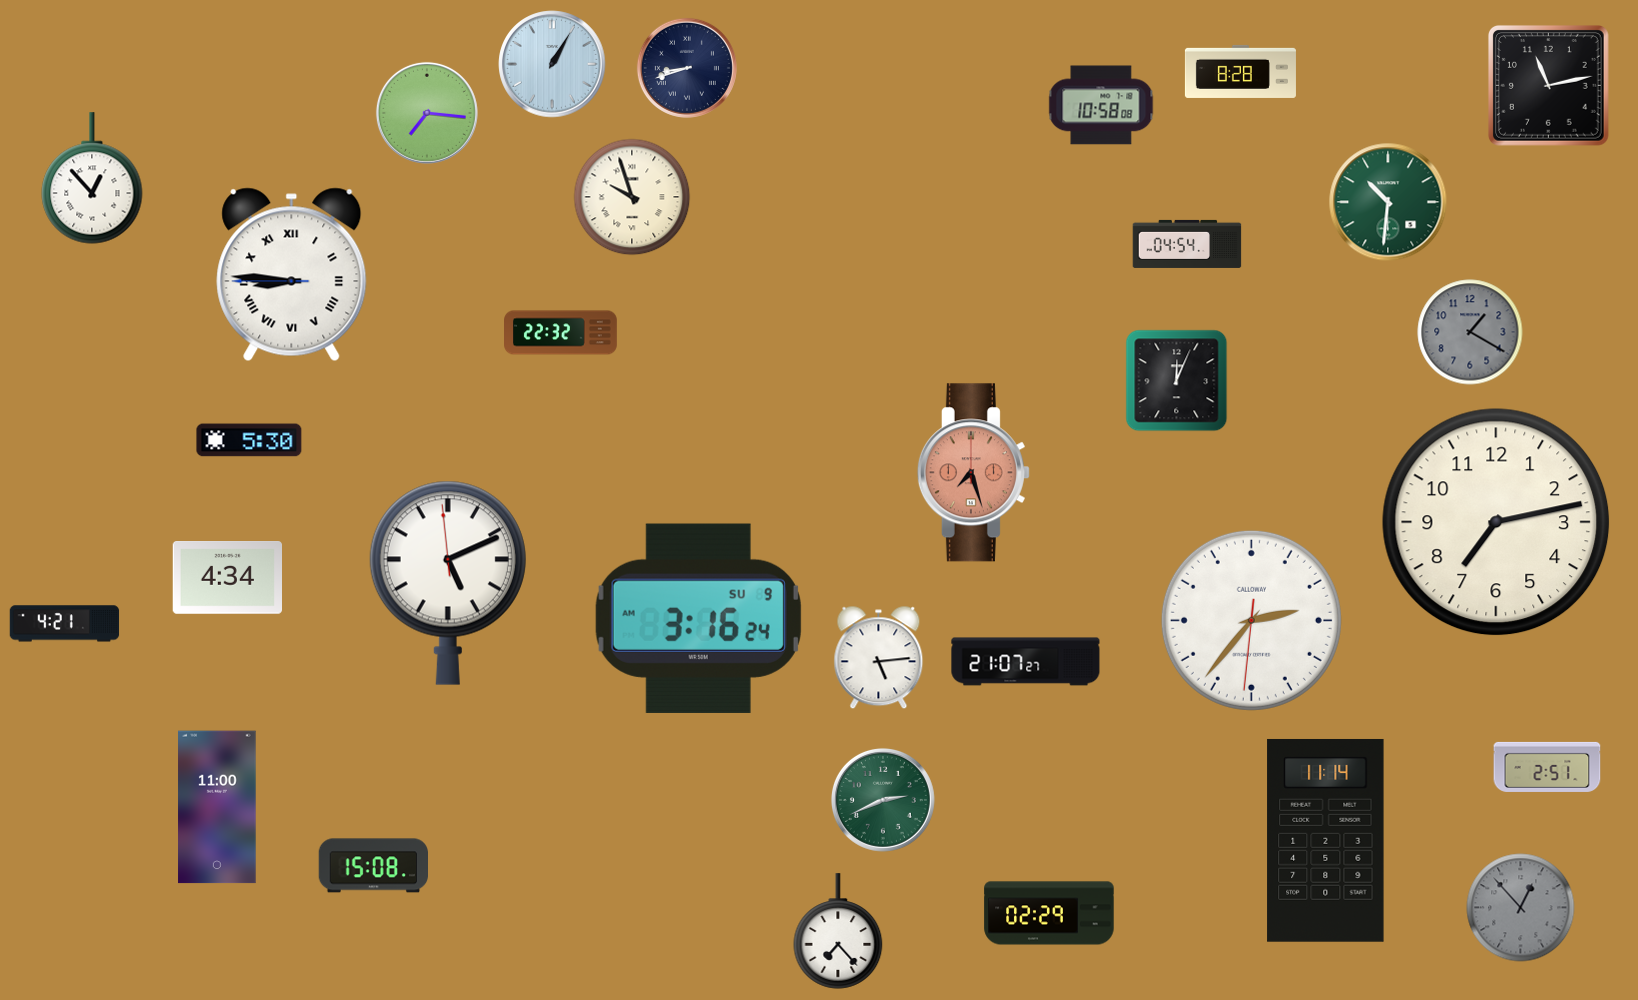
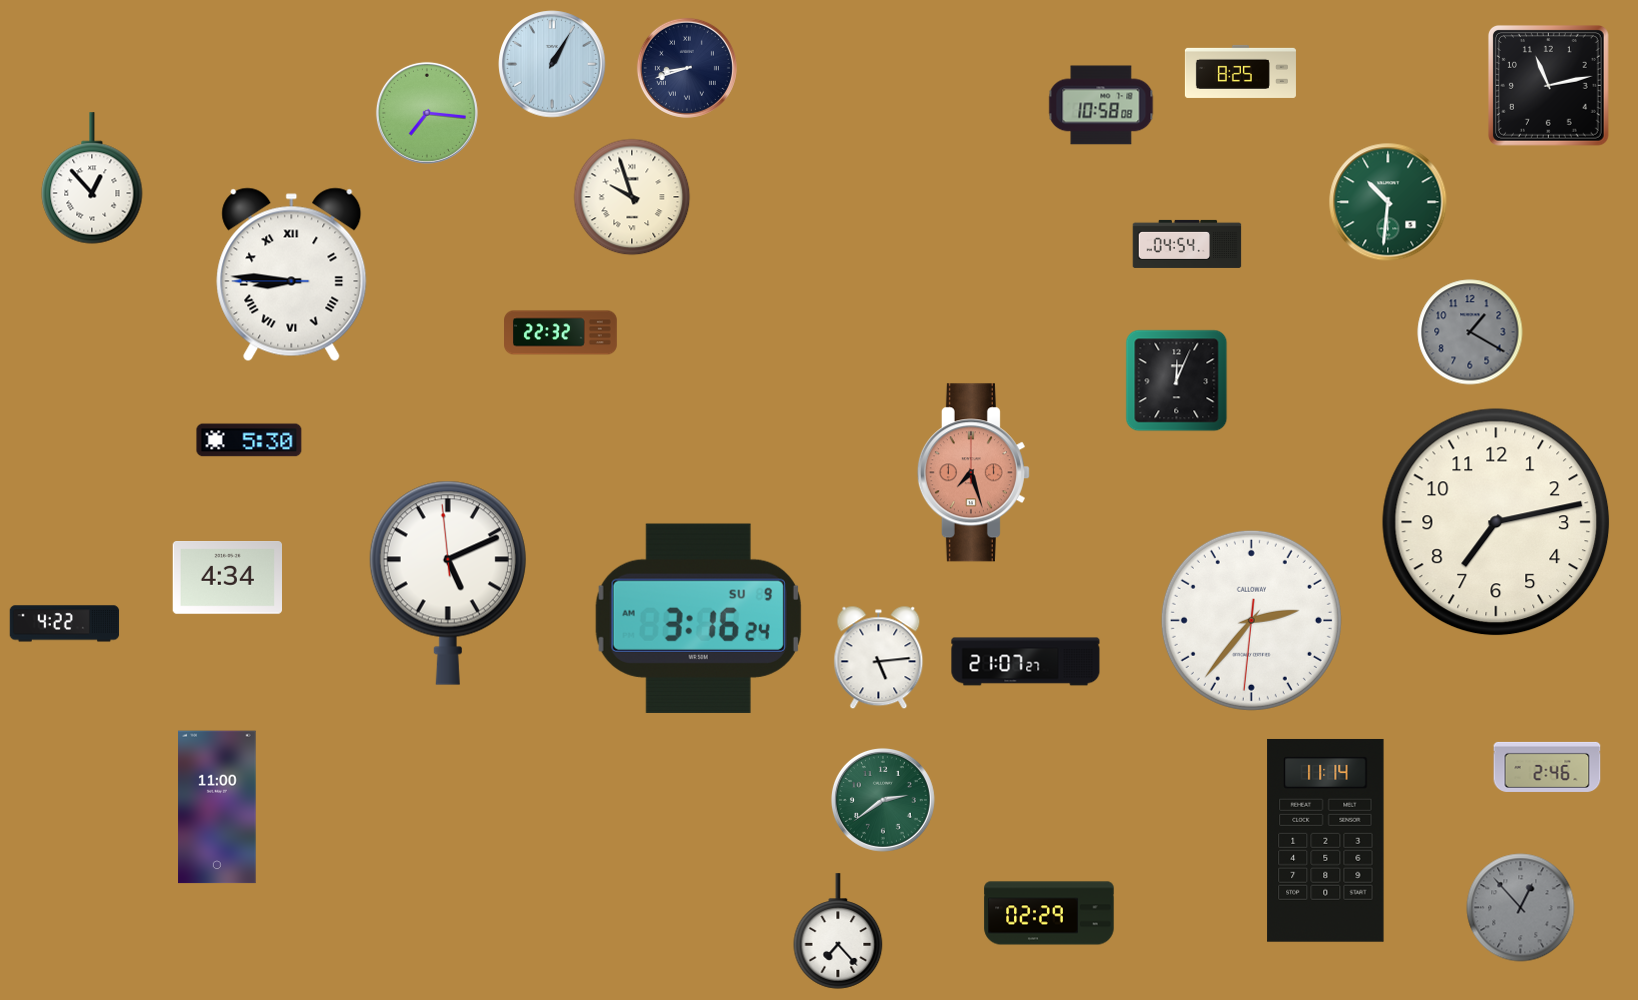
clock at (1240, 71): 8:28 -> 8:25
clock at (65, 624): 4:21 -> 4:22
clock at (1547, 767): 2:51 -> 2:46
clock at (883, 800): 2:41 -> 2:39
clock at (373, 866): 15:08 -> none
